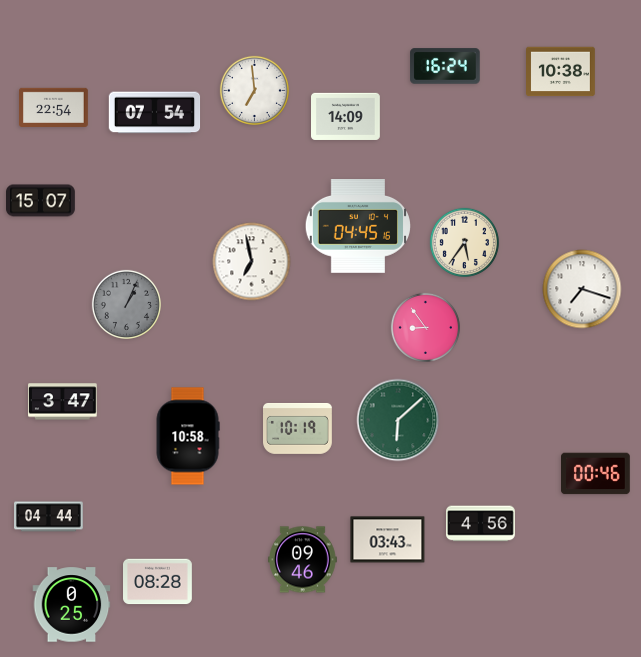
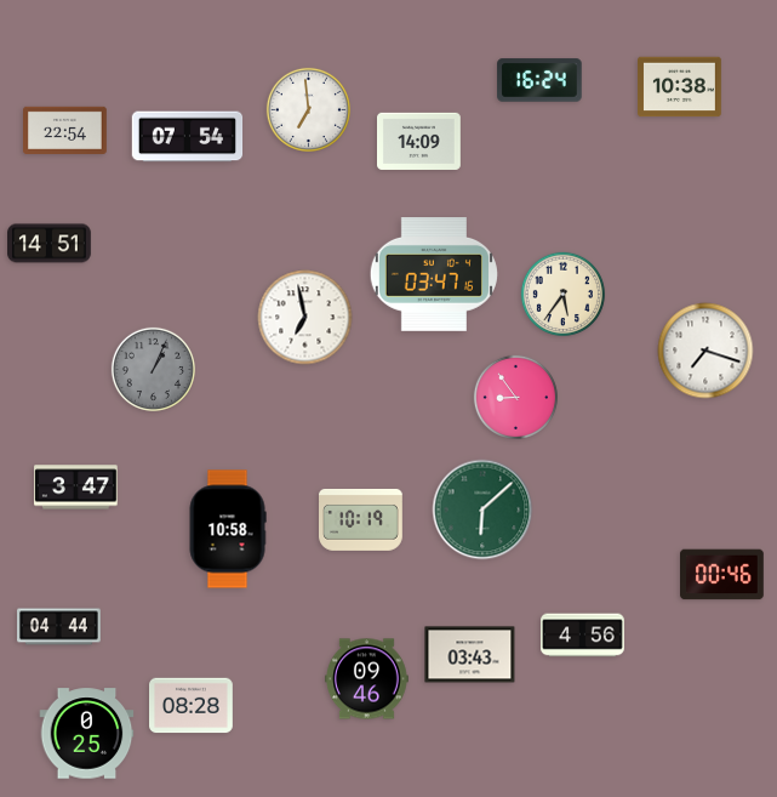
clock at (41, 201): 15:07 -> 14:51
clock at (358, 227): 04:45 -> 03:47
